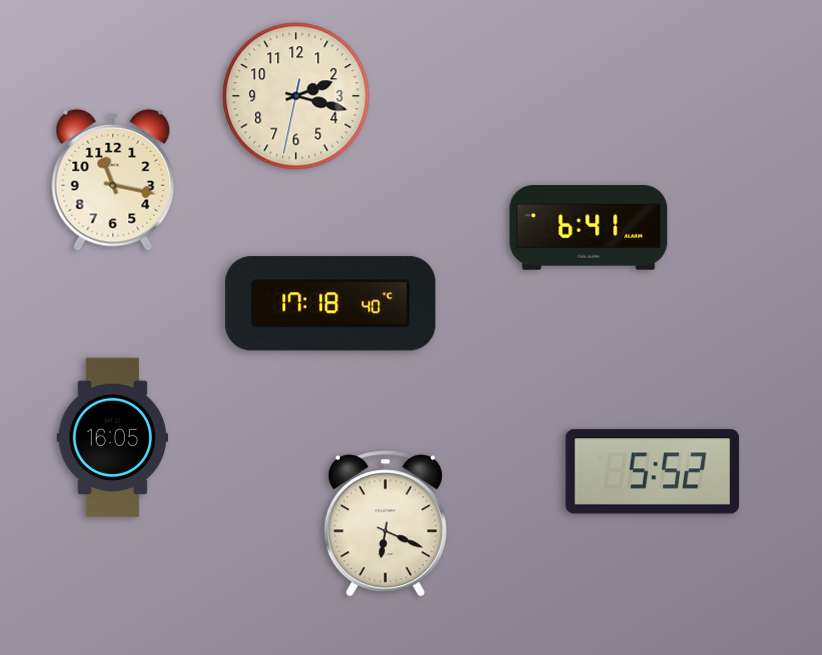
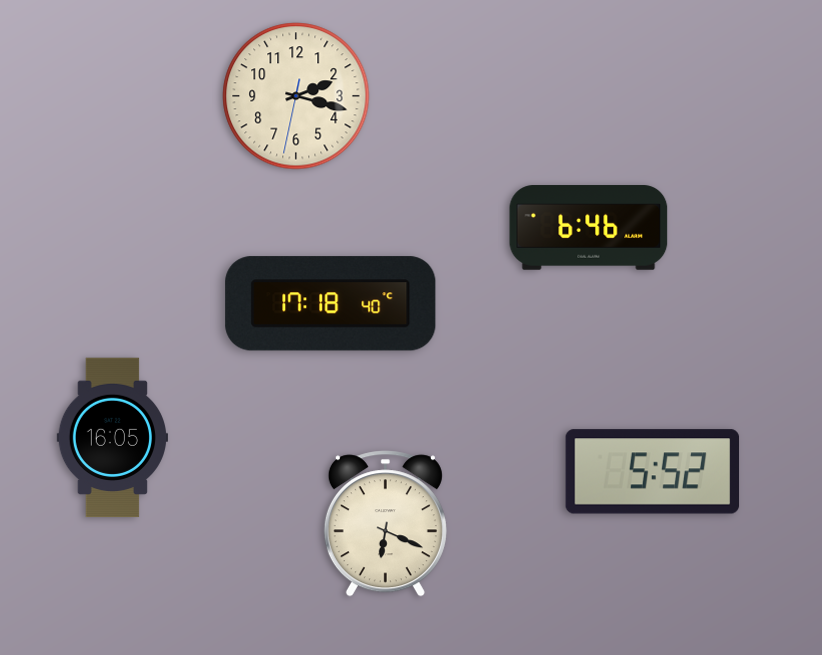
clock at (113, 180): 11:17 -> none
clock at (589, 228): 6:41 -> 6:46
